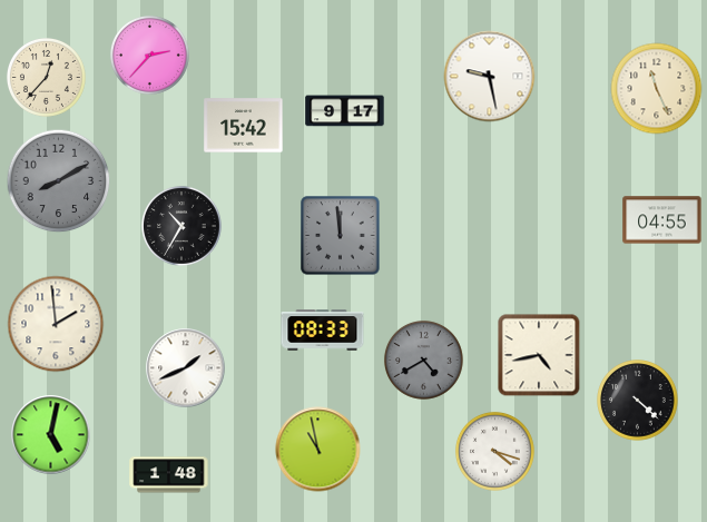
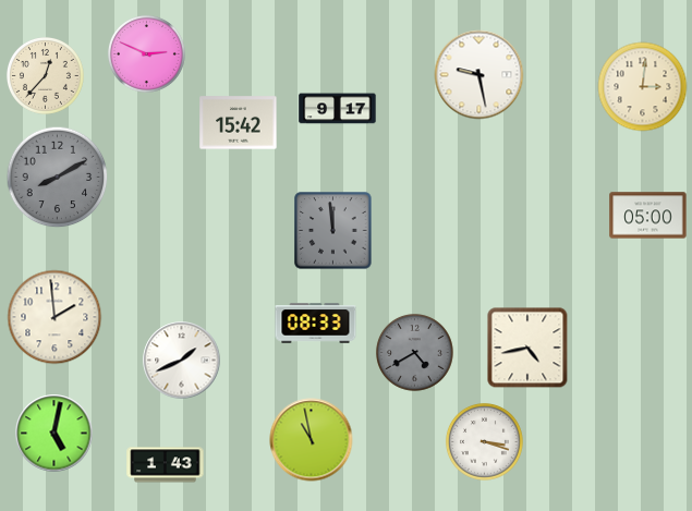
clock at (149, 55): 2:37 -> 2:49
clock at (657, 89): 11:26 -> 3:01
clock at (662, 220): 04:55 -> 05:00
clock at (183, 227): 10:35 -> none
clock at (638, 401): 4:22 -> none
clock at (51, 435) position: (51, 435) -> (54, 434)
clock at (494, 451): 4:18 -> 3:18
clock at (169, 475): 1:48 -> 1:43
